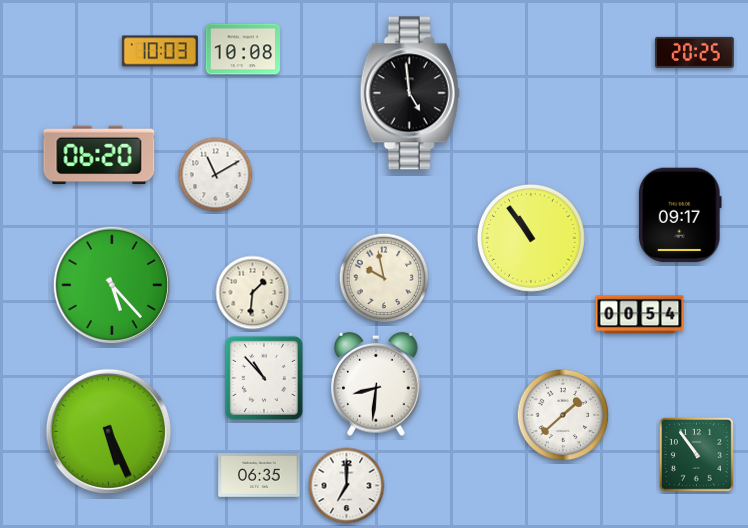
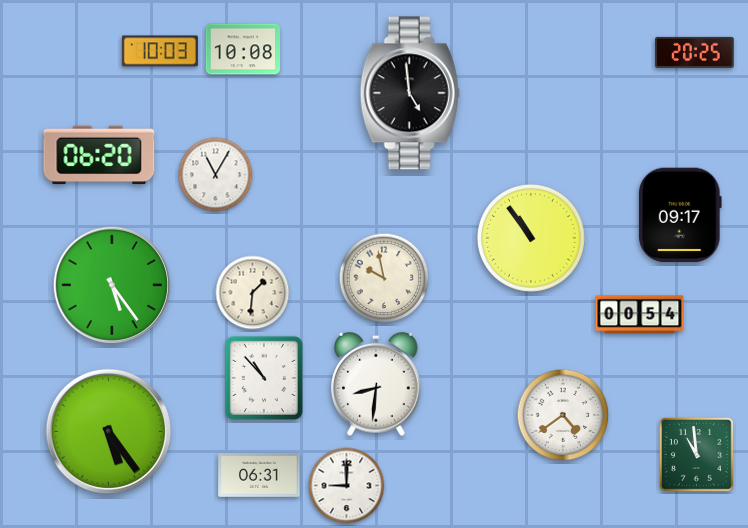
clock at (216, 175): 11:10 -> 11:05
clock at (112, 285): 5:23 -> 5:24
clock at (563, 415): 1:38 -> 4:39
clock at (108, 431): 5:26 -> 5:24
clock at (697, 455): 10:54 -> 10:59
clock at (259, 476): 06:35 -> 06:31
clock at (347, 486): 7:00 -> 9:00
